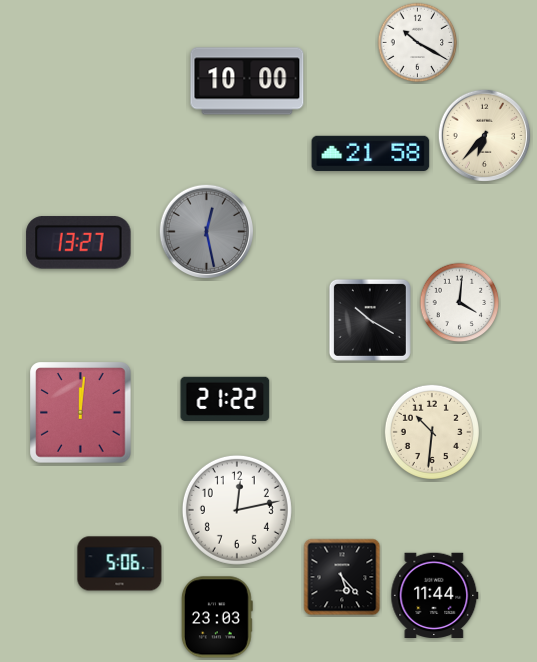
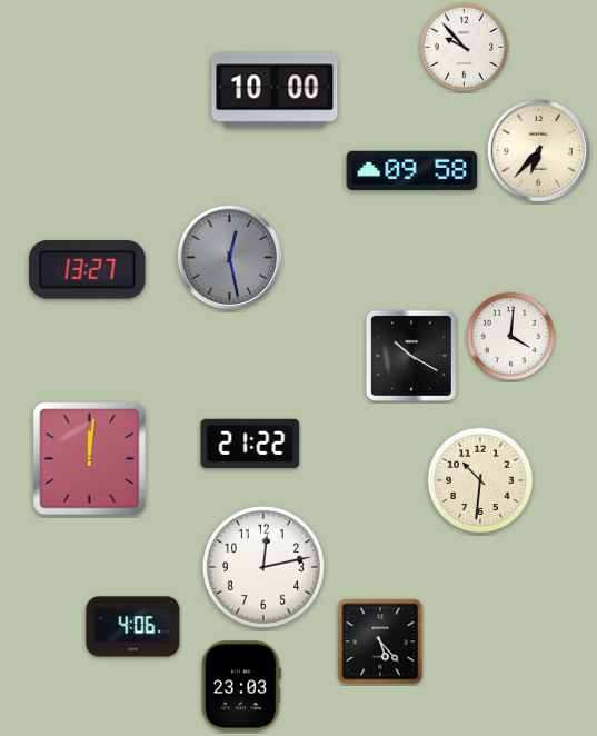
clock at (418, 43): 10:20 -> 9:53
clock at (371, 153): 21:58 -> 09:58
clock at (120, 564): 5:06 -> 4:06
clock at (435, 595): 11:44 -> none
